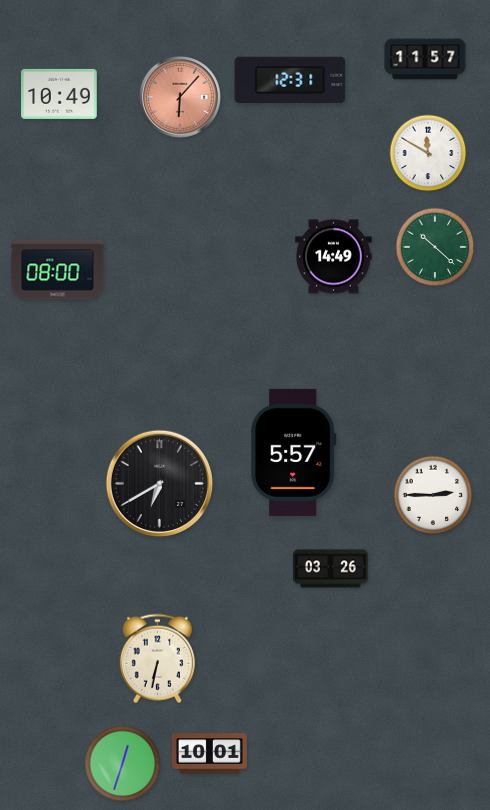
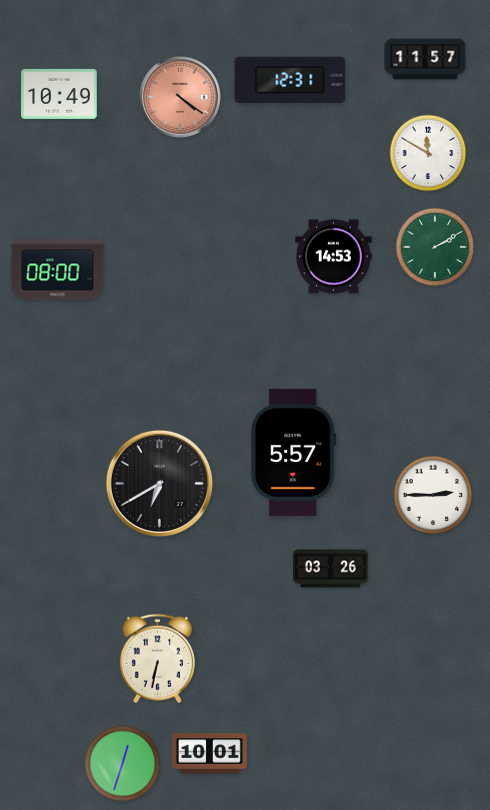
clock at (181, 98): 6:07 -> 4:21
clock at (435, 247): 10:22 -> 2:10
clock at (334, 257): 14:49 -> 14:53
